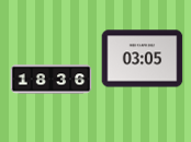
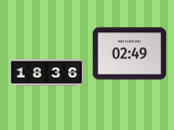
clock at (143, 59): 03:05 -> 02:49
